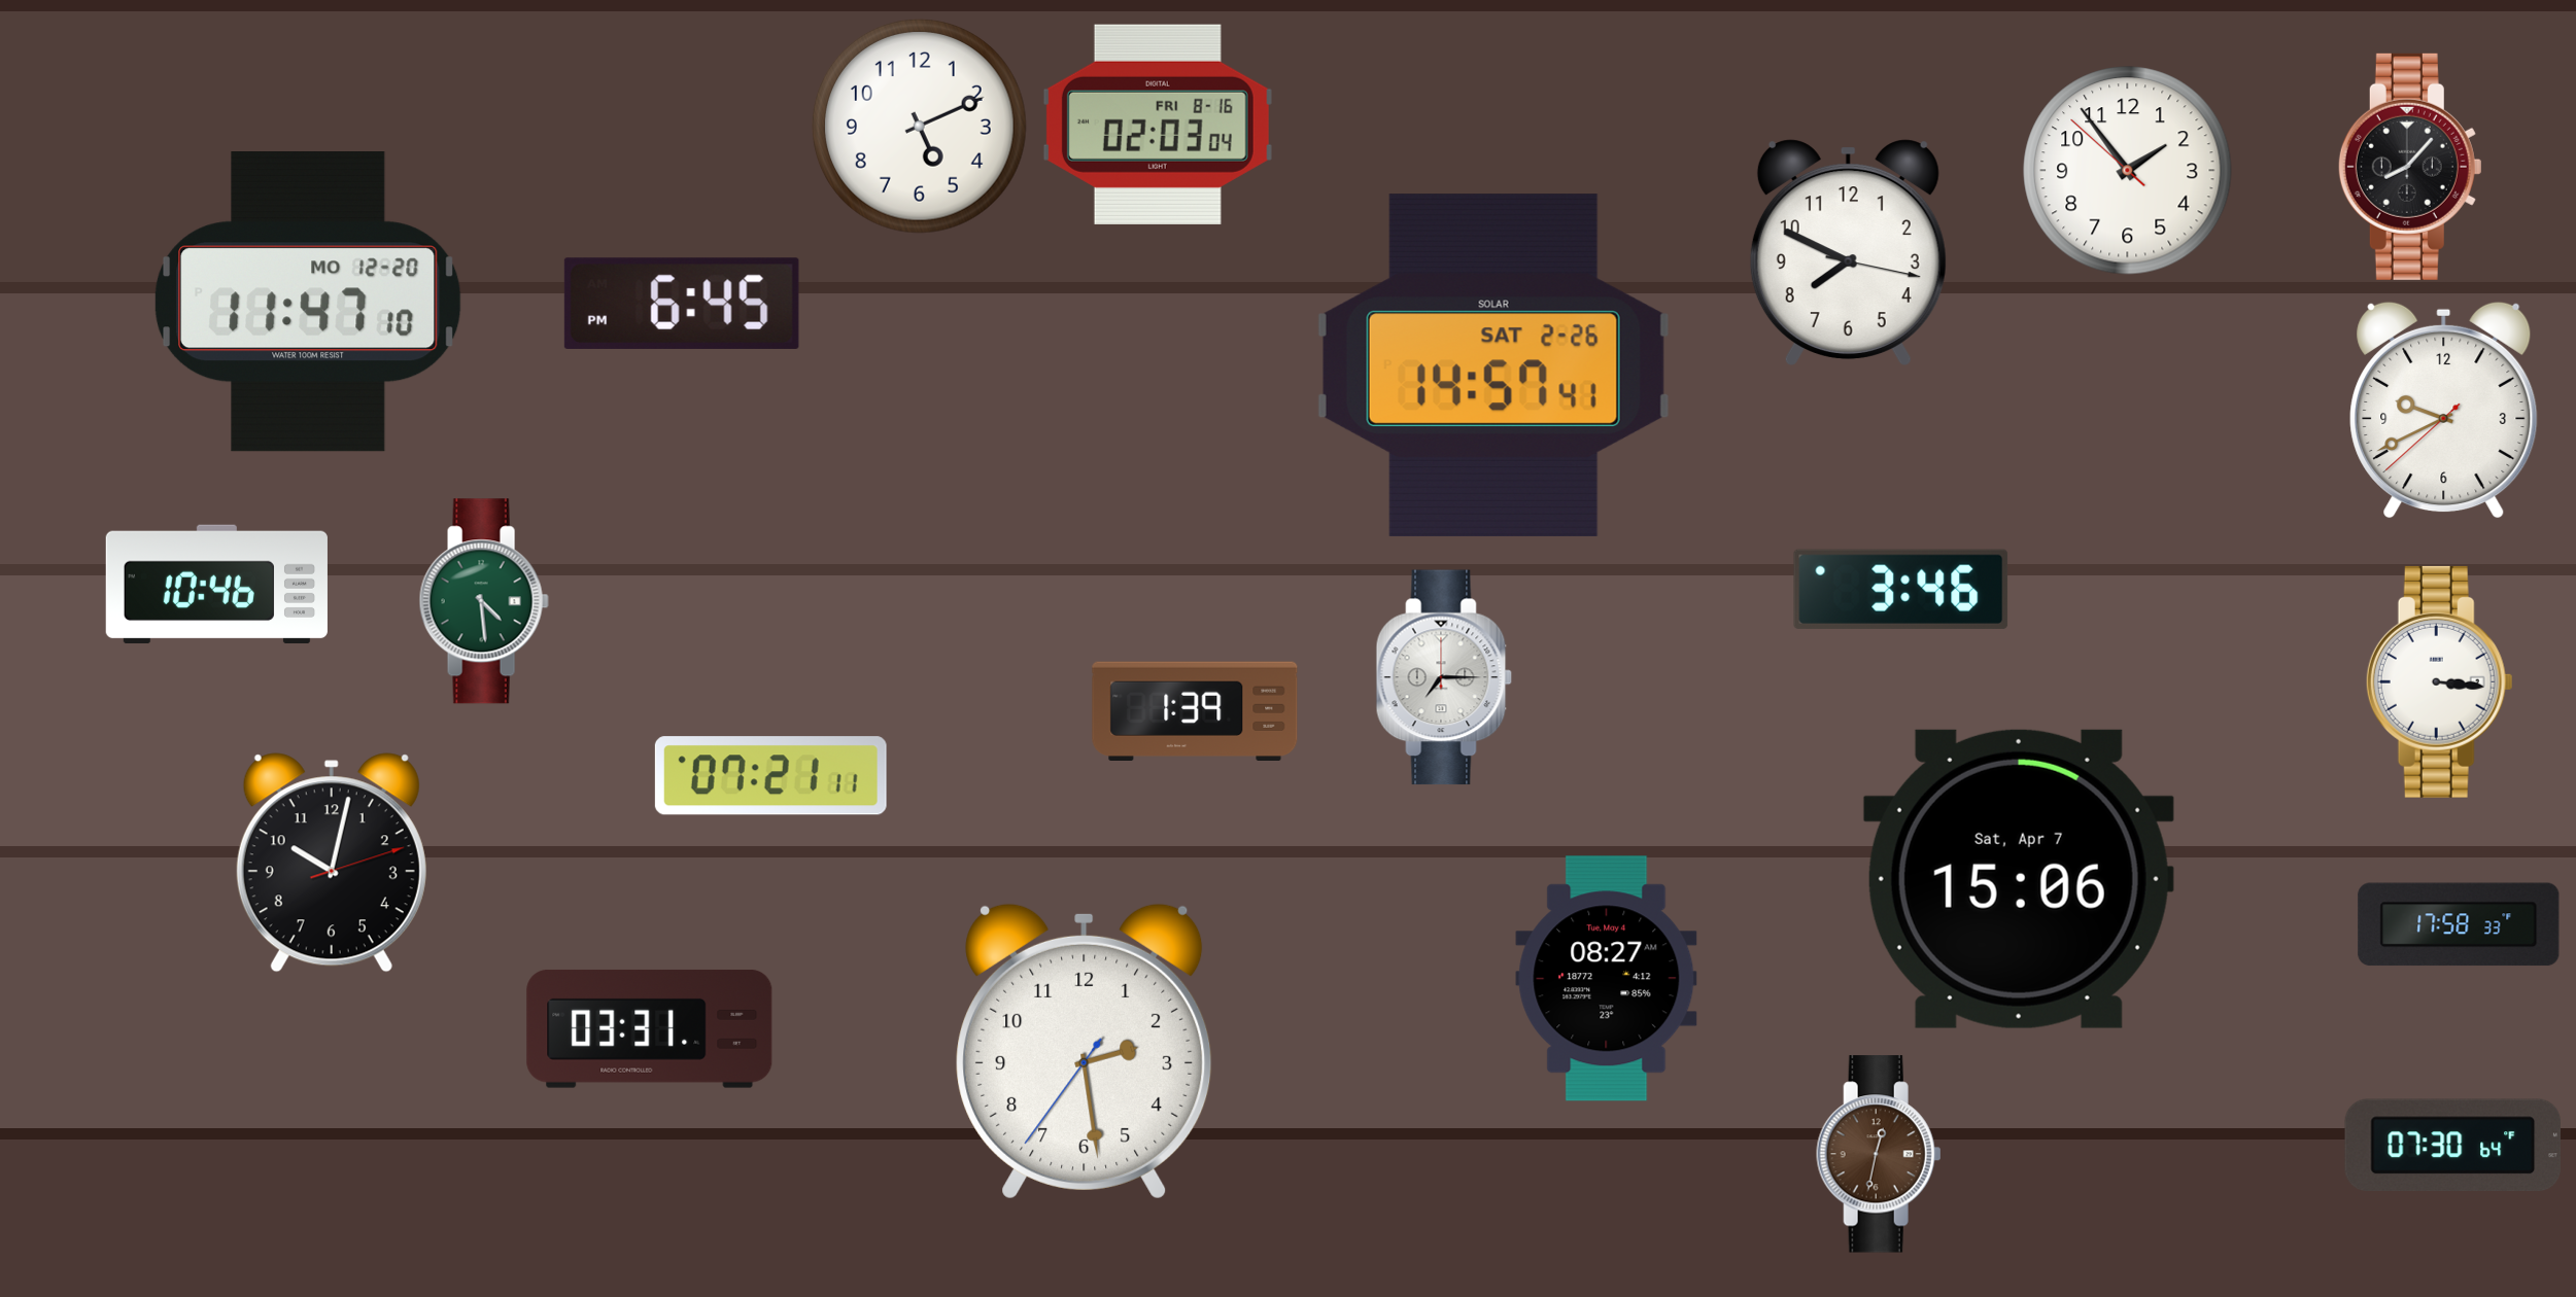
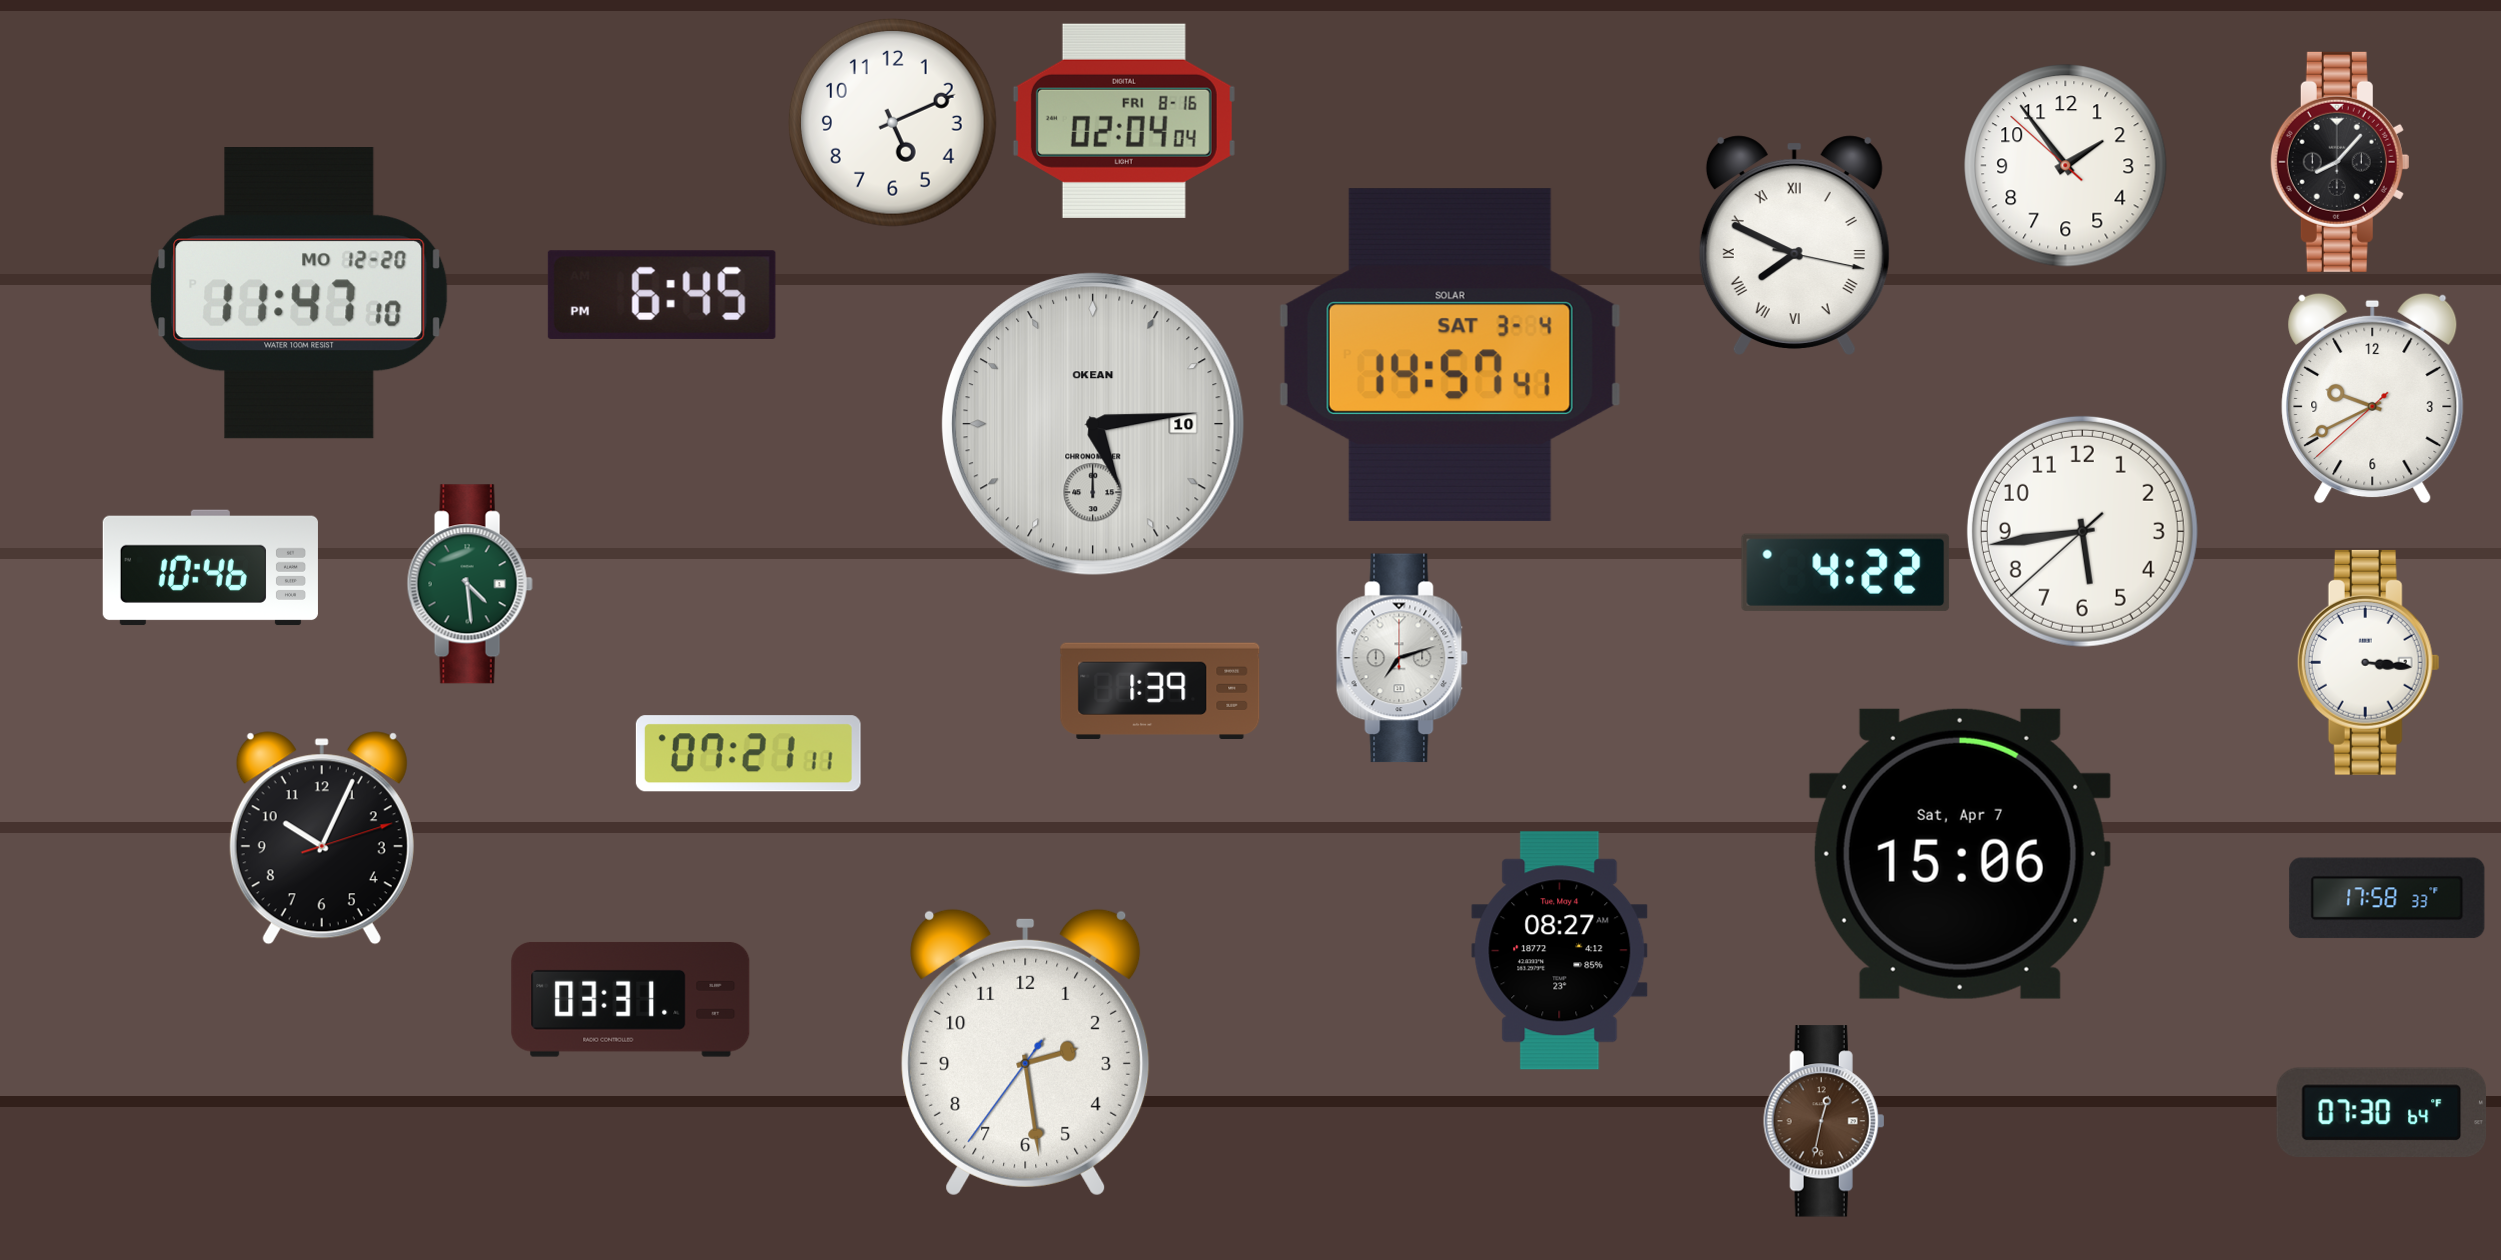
clock at (1158, 125): 02:03 -> 02:04
clock at (1848, 252) numerals: Arabic -> Roman
clock at (1493, 365) date: SAT 2-26 -> SAT 3-4
clock at (1093, 424): none -> 5:14
clock at (2082, 531): none -> 5:43
clock at (1901, 589): 3:46 -> 4:22
clock at (1444, 677): 7:15 -> 7:12
clock at (332, 863): 10:02 -> 10:04
clock at (1085, 1051) position: (1085, 1051) -> (1026, 1052)
